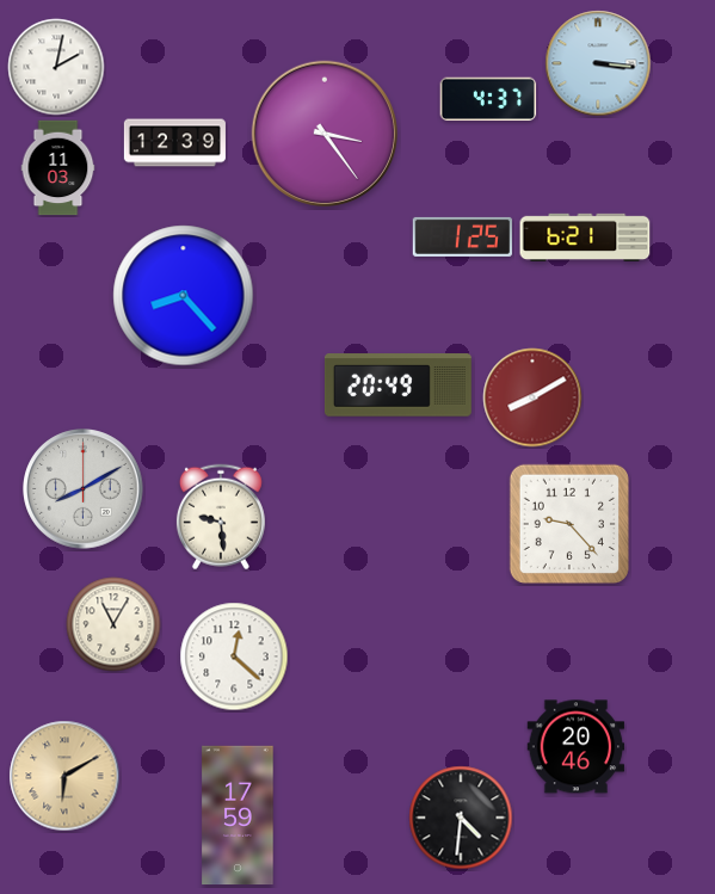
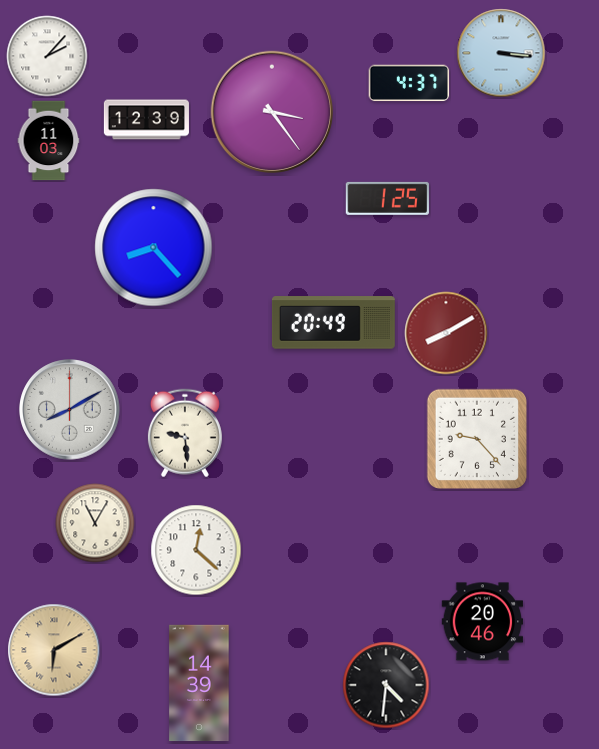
clock at (56, 67): 2:02 -> 2:07
clock at (585, 236): 6:21 -> none
clock at (577, 747) position: (577, 747) -> (483, 622)
clock at (238, 815): 17:59 -> 14:39
